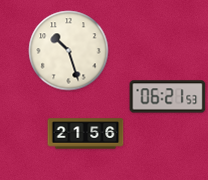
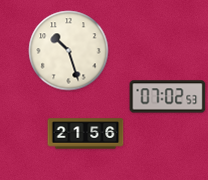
clock at (168, 97): 06:21 -> 07:02
